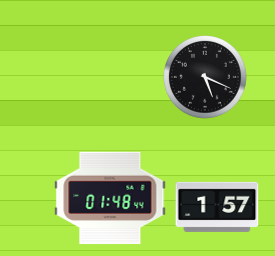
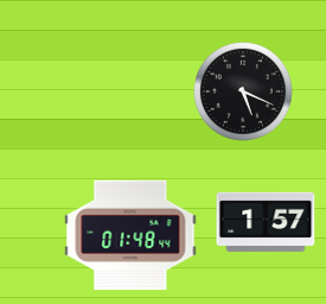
clock at (217, 207) position: (217, 207) -> (266, 222)
